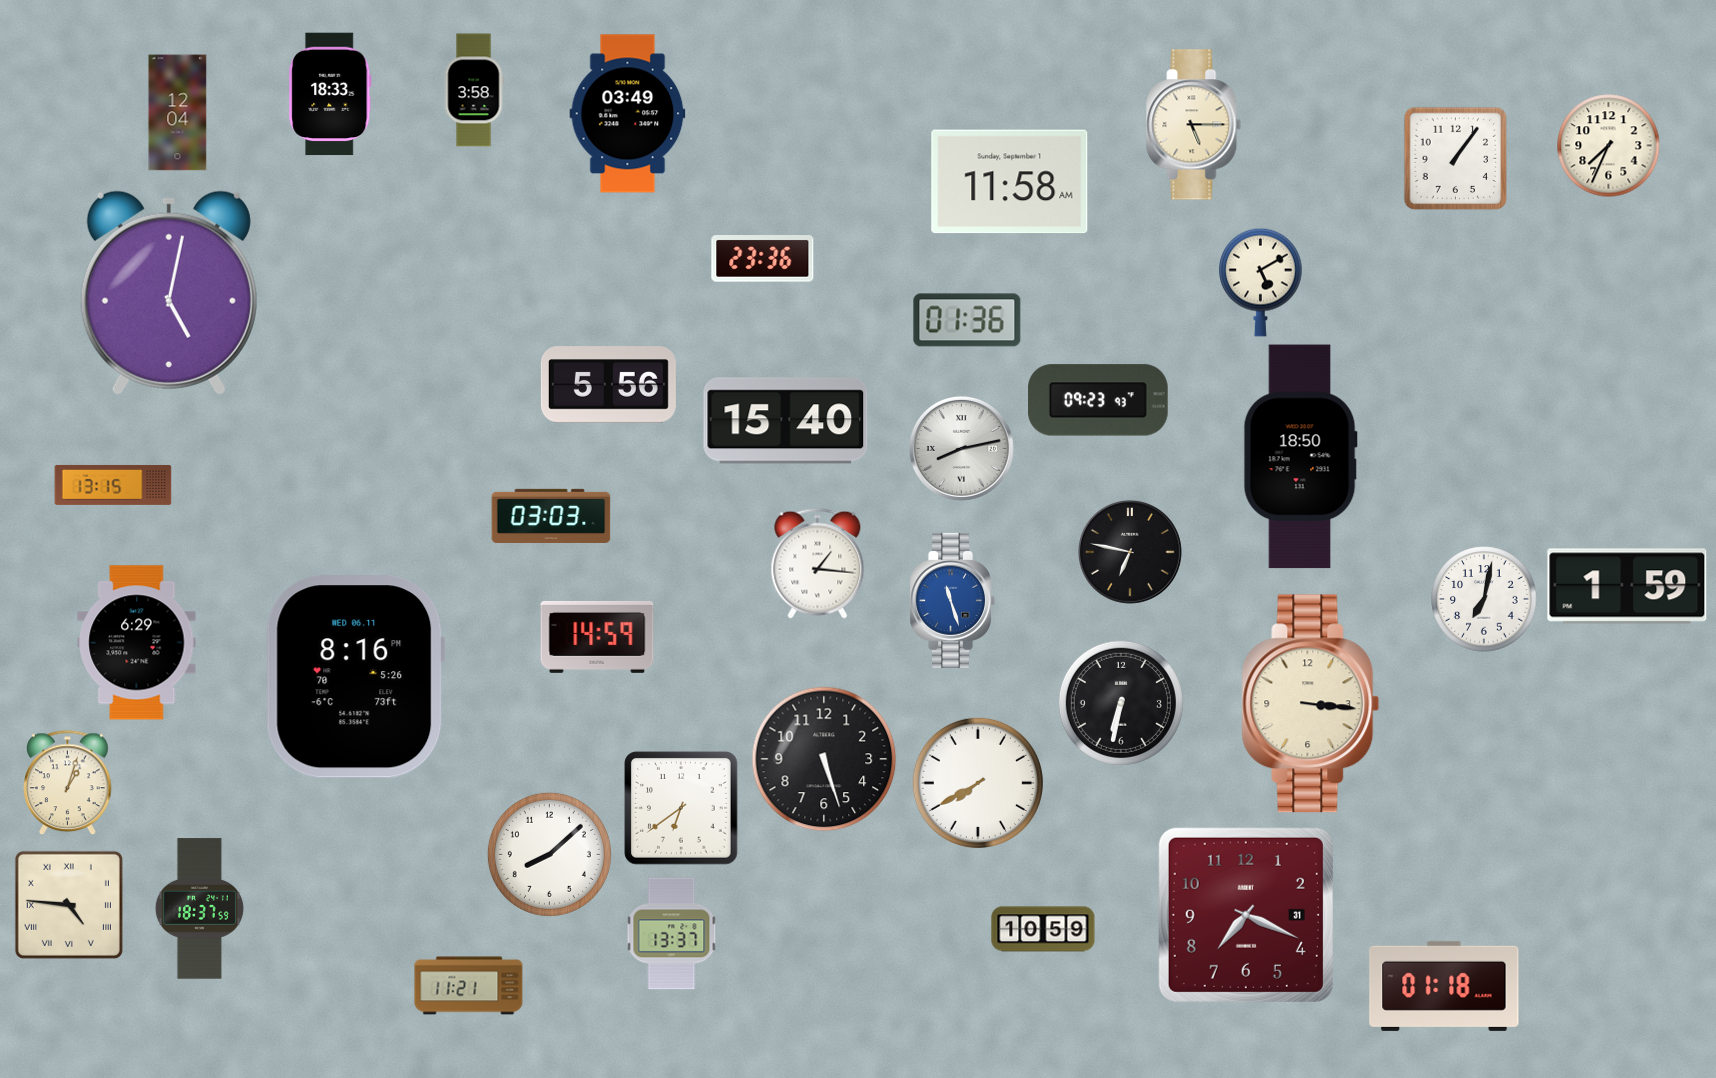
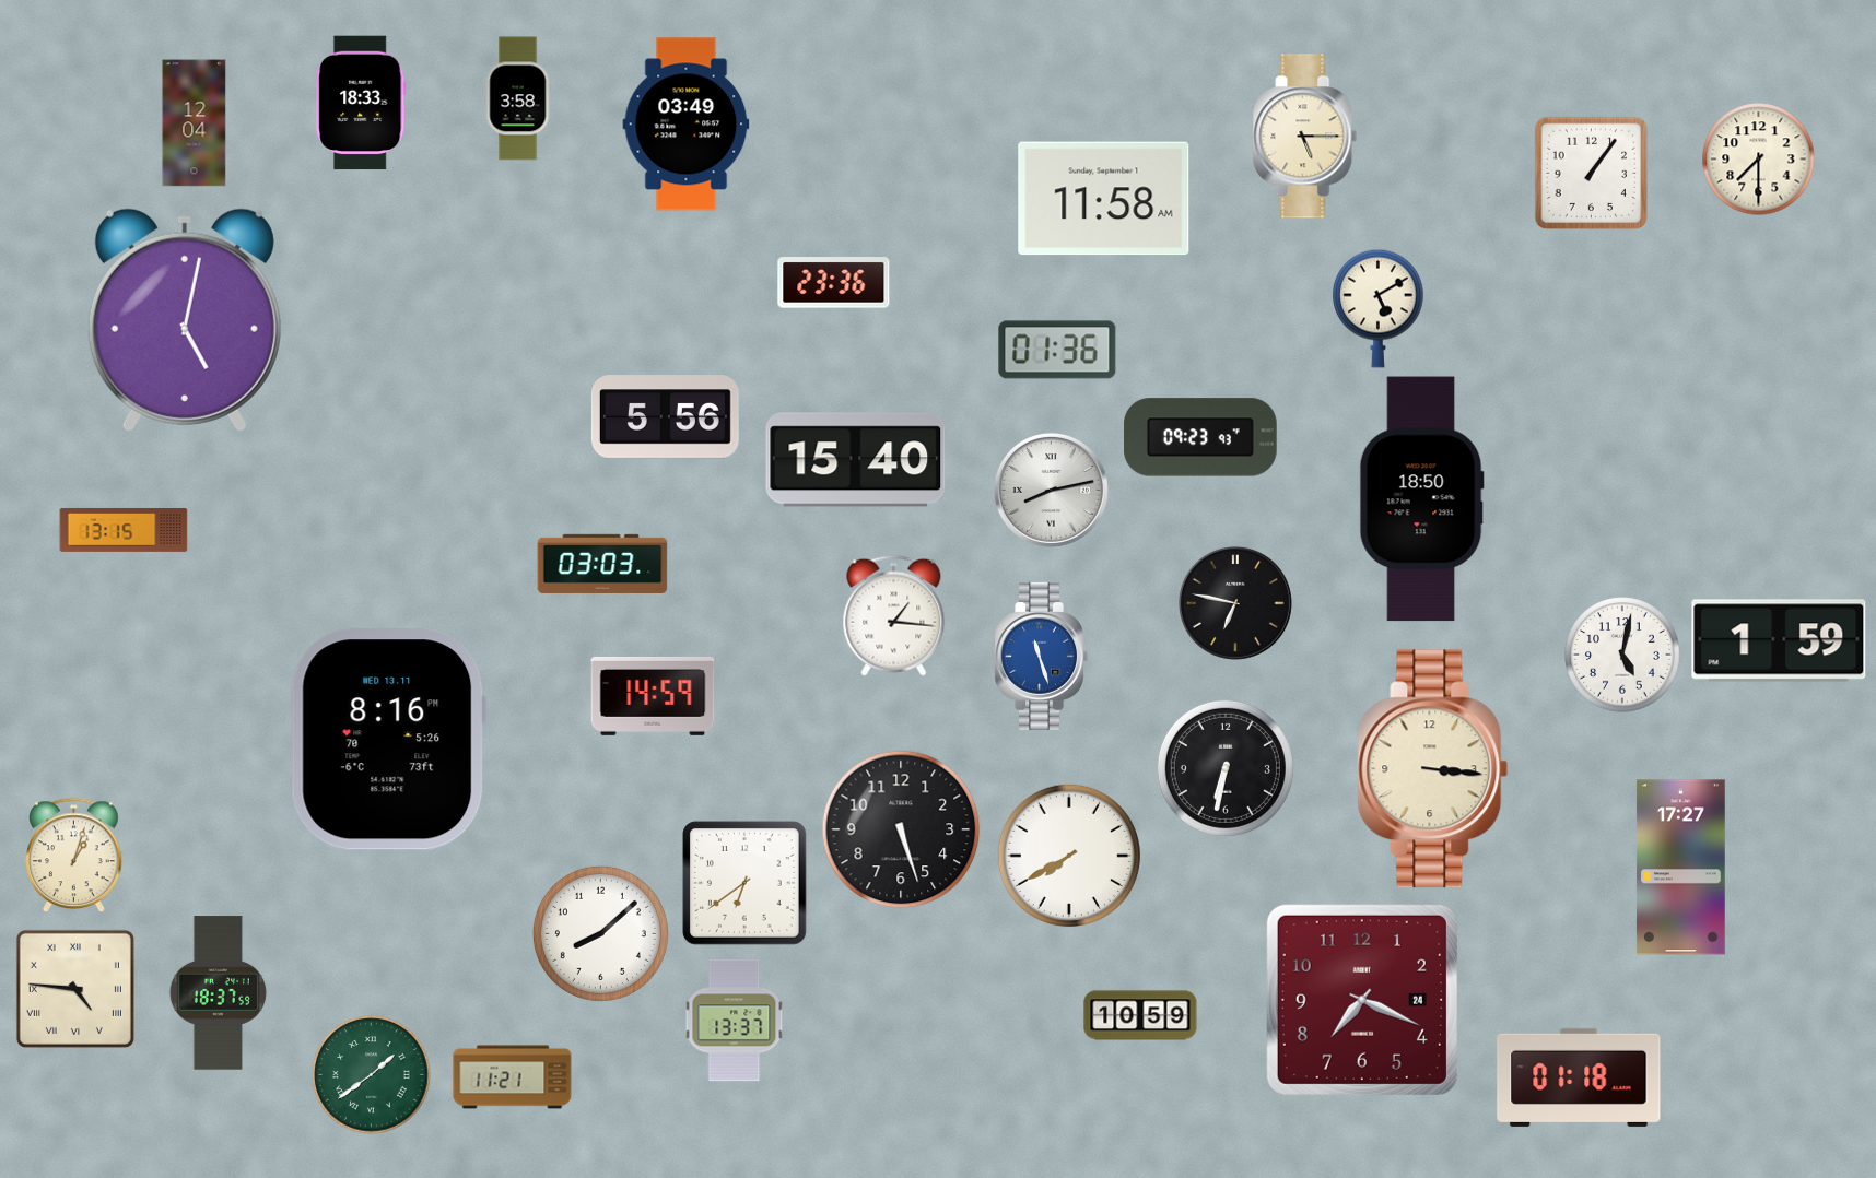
clock at (1609, 146): 7:34 -> 7:30
clock at (608, 385) position: (608, 385) -> (665, 417)
clock at (786, 421) position: (786, 421) -> (856, 460)
clock at (1484, 599): 7:02 -> 5:02
clock at (137, 643): 6:29 -> none
clock at (355, 677) date: WED 06.11 -> WED 13.11
clock at (1680, 868): none -> 17:27
clock at (1246, 915) date: 31 -> 24
clock at (372, 1075): none -> 1:39
